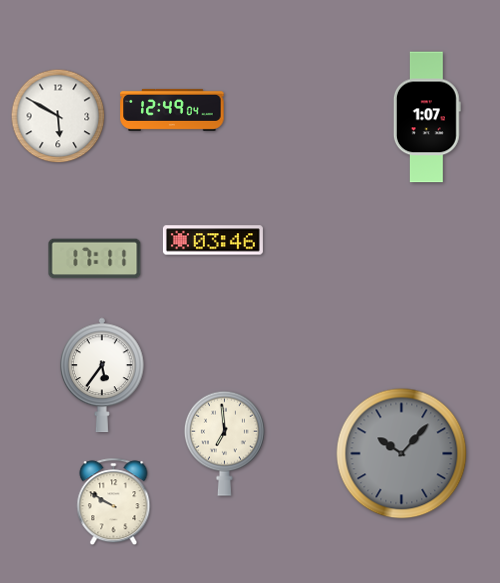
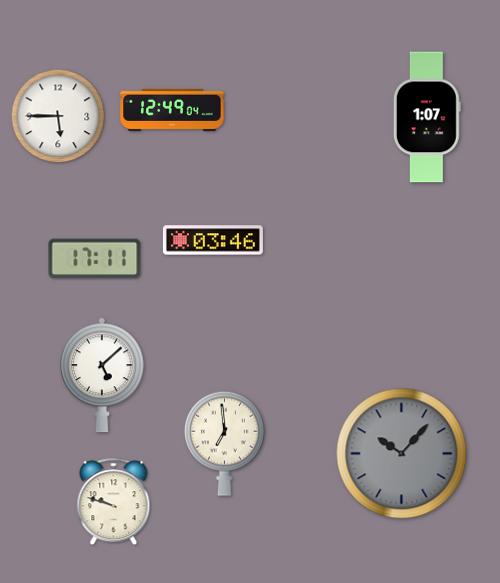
clock at (58, 116): 5:50 -> 5:45
clock at (103, 375): 5:36 -> 5:08
clock at (114, 502): 9:50 -> 9:48
